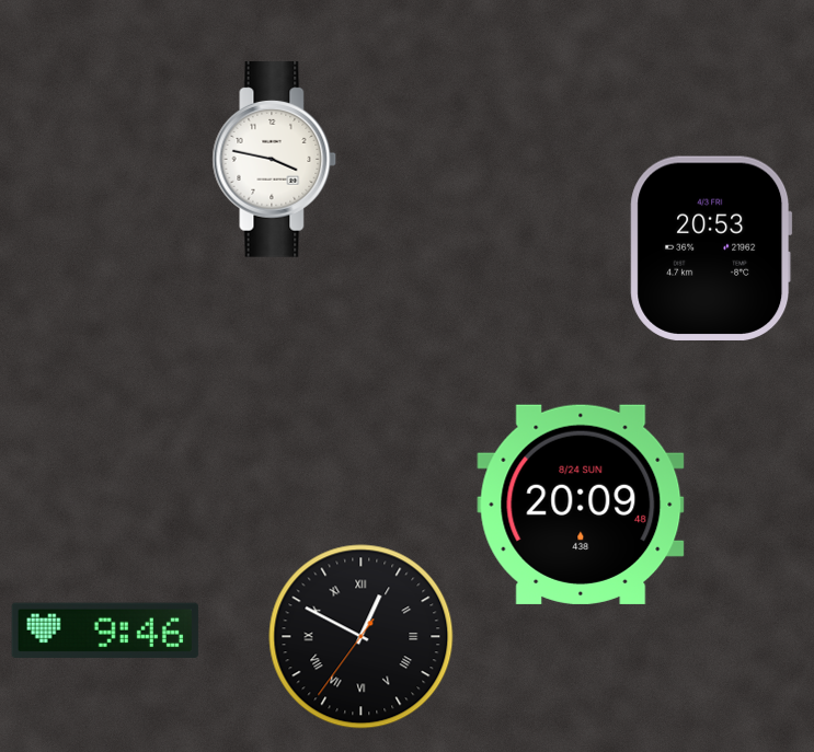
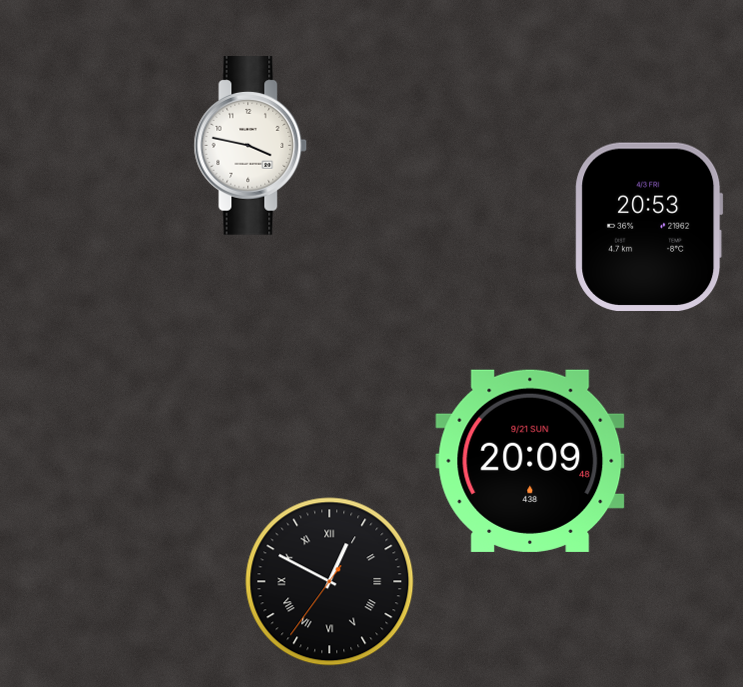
clock at (581, 505) date: 8/24 SUN -> 9/21 SUN
clock at (105, 630): 9:46 -> none
